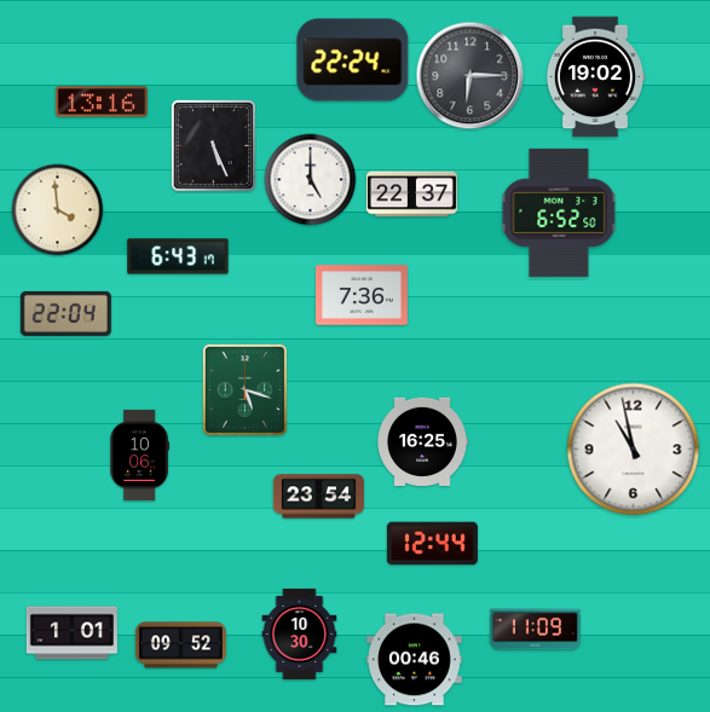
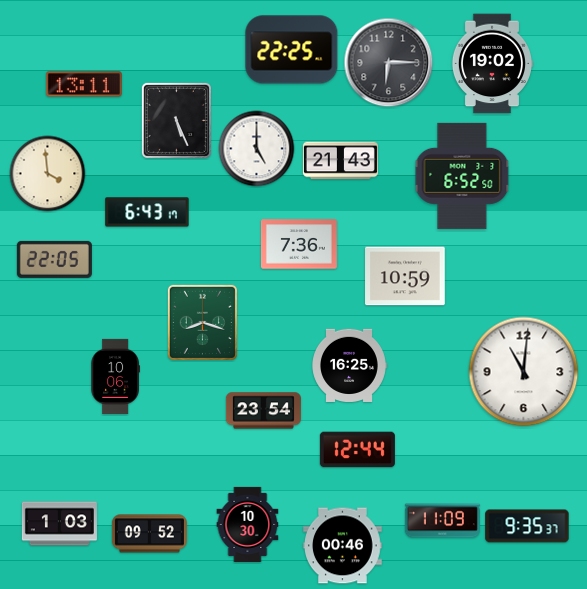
clock at (353, 60): 22:24 -> 22:25
clock at (102, 102): 13:16 -> 13:11
clock at (411, 195): 22:37 -> 21:43
clock at (65, 313): 22:04 -> 22:05
clock at (405, 276): none -> 10:59
clock at (244, 389): 5:18 -> 8:18
clock at (634, 450): 10:58 -> 11:01
clock at (71, 633): 1:01 -> 1:03
clock at (527, 526): none -> 9:35
